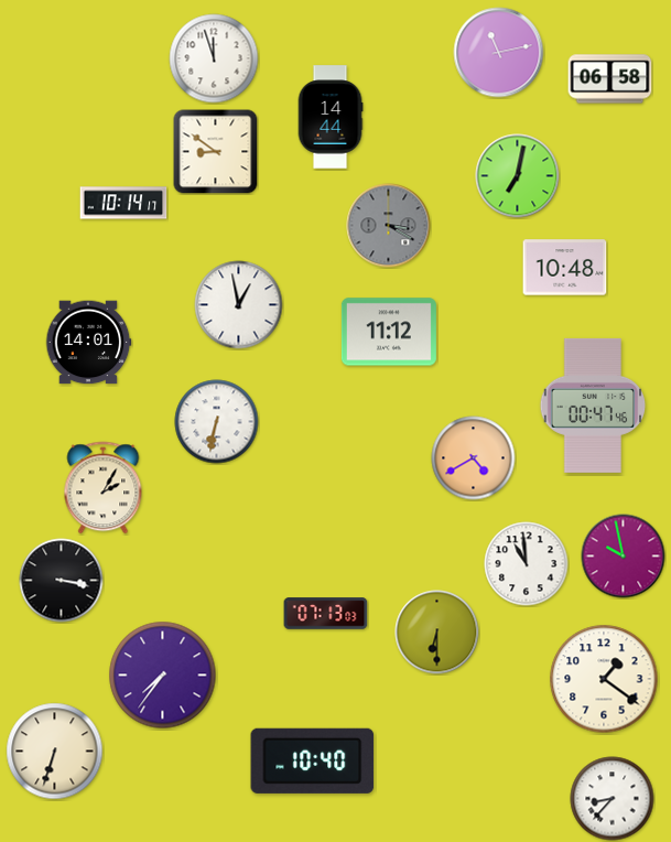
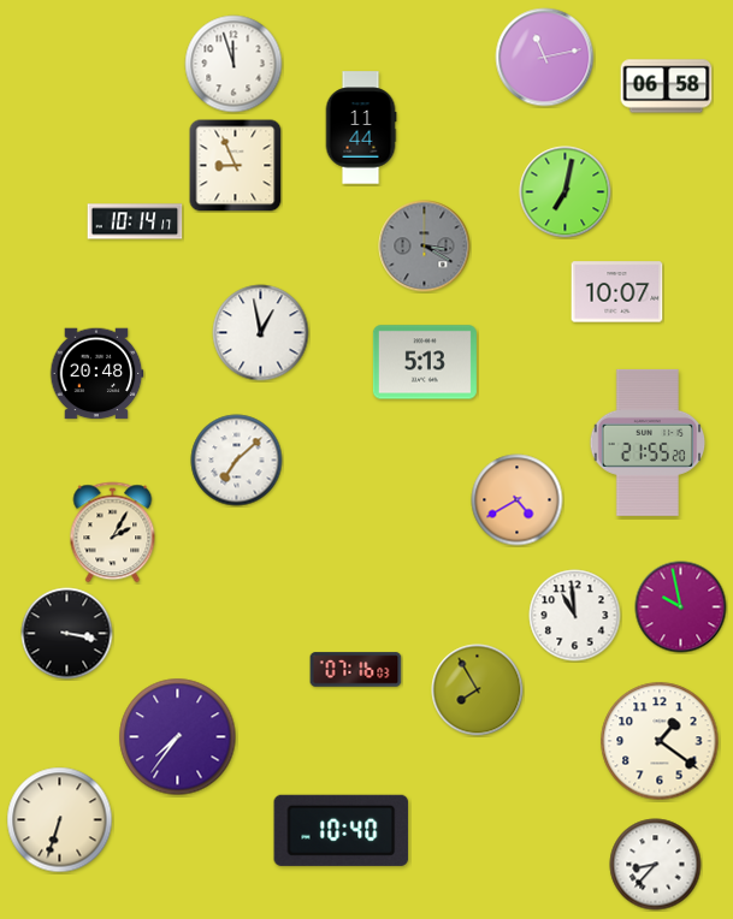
clock at (331, 117): 14:44 -> 11:44
clock at (216, 152): 8:51 -> 8:56
clock at (565, 268): 10:48 -> 10:07
clock at (389, 332): 11:12 -> 5:13
clock at (88, 343): 14:01 -> 20:48
clock at (593, 406): 00:47 -> 21:55
clock at (217, 422): 6:32 -> 7:08
clock at (326, 614): 07:13 -> 07:16
clock at (437, 633): 6:30 -> 7:55
clock at (613, 799) position: (613, 799) -> (656, 865)
